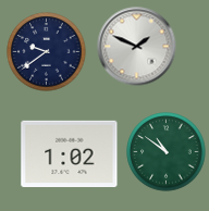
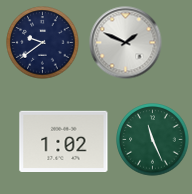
clock at (47, 52) position: (47, 52) -> (43, 43)
clock at (167, 152): 10:51 -> 11:26
